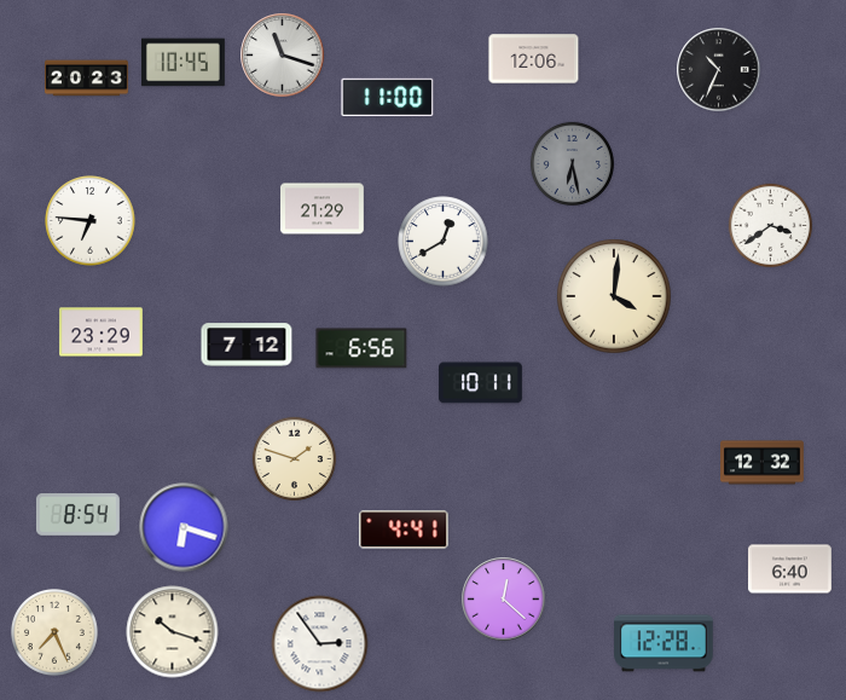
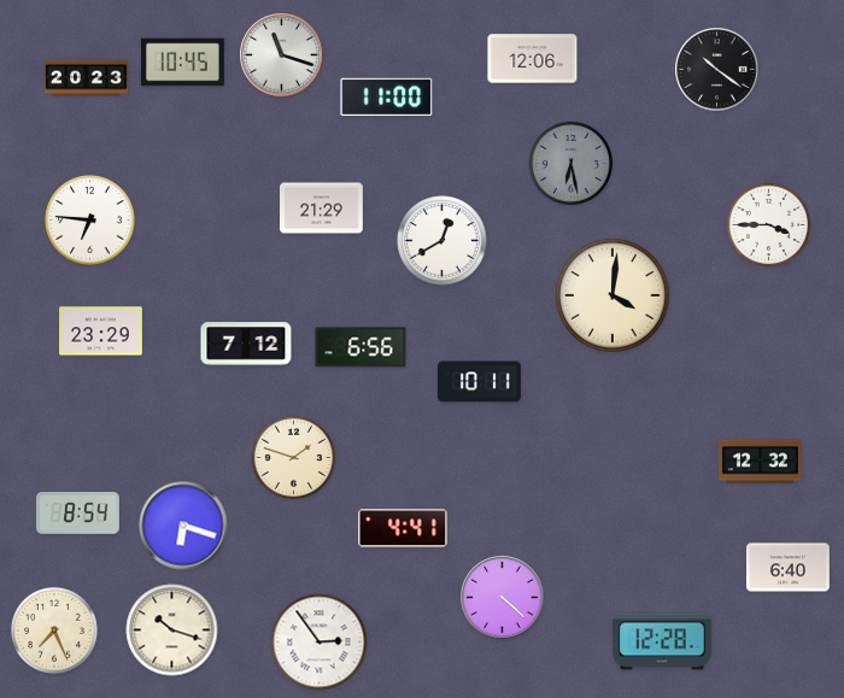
clock at (719, 70): 10:34 -> 10:21
clock at (770, 225): 3:39 -> 3:45
clock at (504, 600): 12:22 -> 4:22
